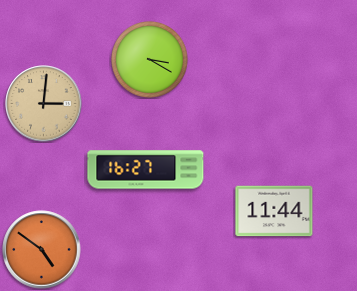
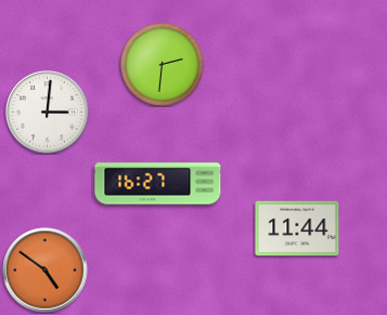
clock at (150, 60): 3:20 -> 2:31
clock at (44, 104) dial: champagne -> white
